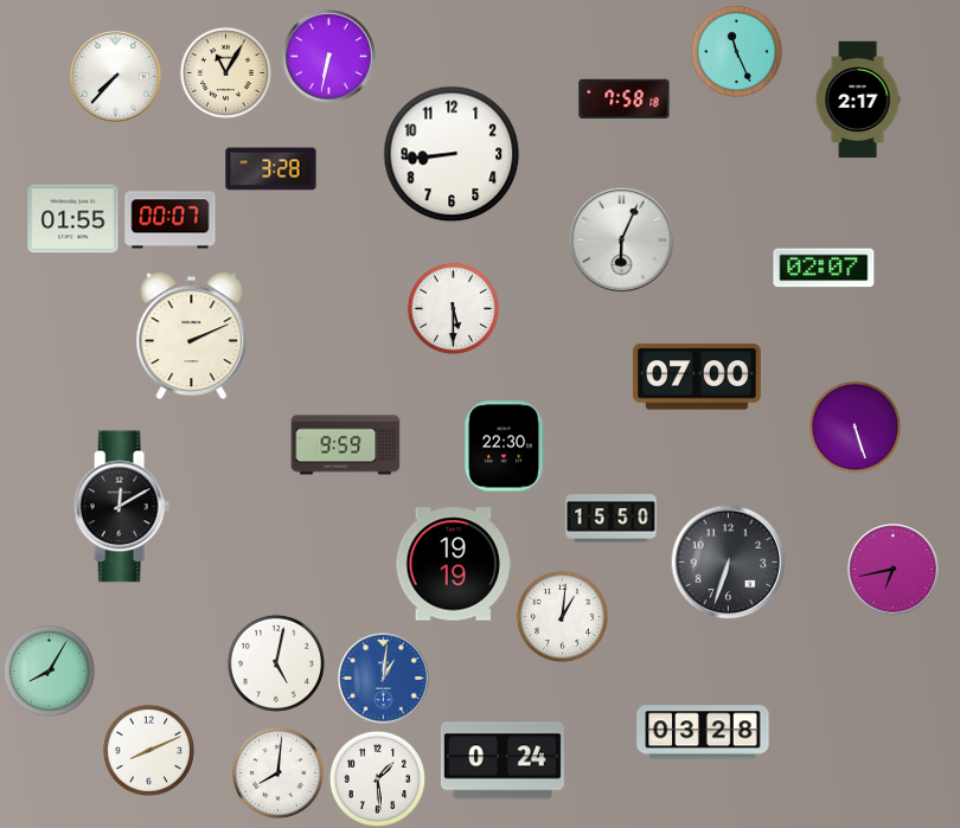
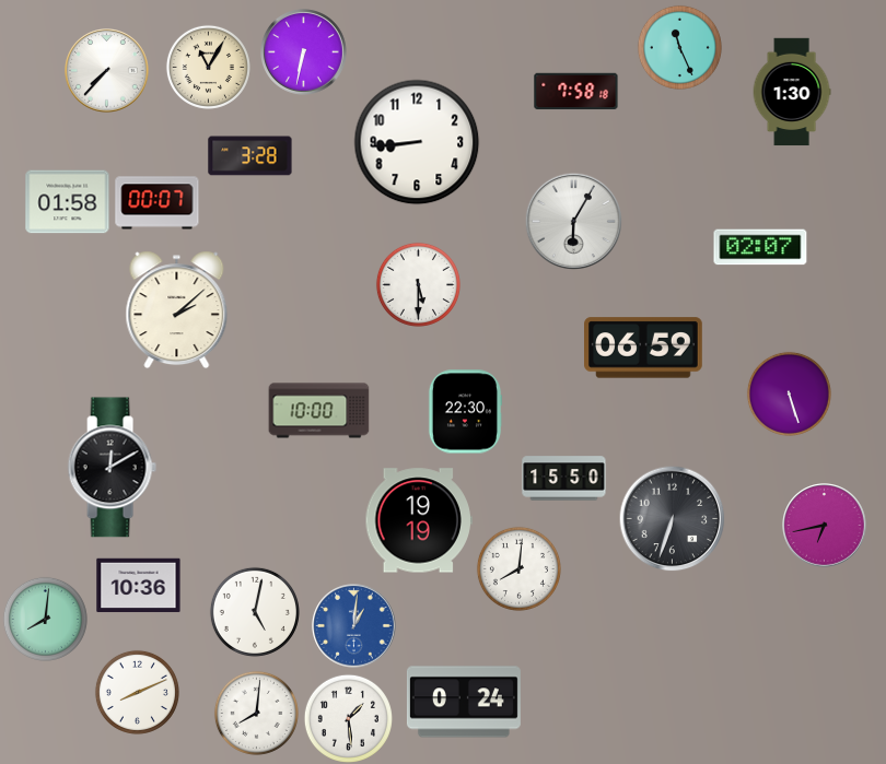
clock at (858, 100): 2:17 -> 1:30
clock at (73, 219): 01:55 -> 01:58
clock at (621, 239): 6:04 -> 6:05
clock at (192, 336): 2:11 -> 2:08
clock at (698, 377): 07:00 -> 06:59
clock at (346, 445): 9:59 -> 10:00
clock at (562, 616): 1:01 -> 8:01
clock at (139, 586): none -> 10:36
clock at (49, 670): 8:05 -> 8:01
clock at (703, 732): 03:28 -> none
